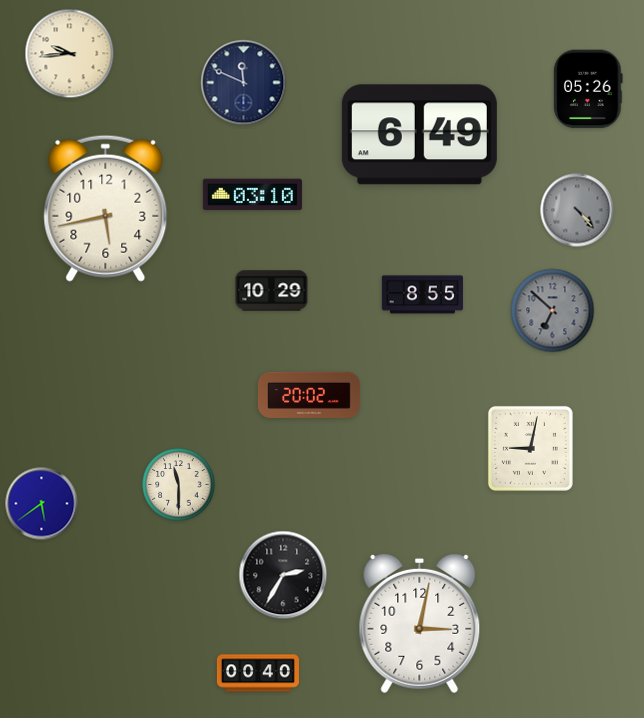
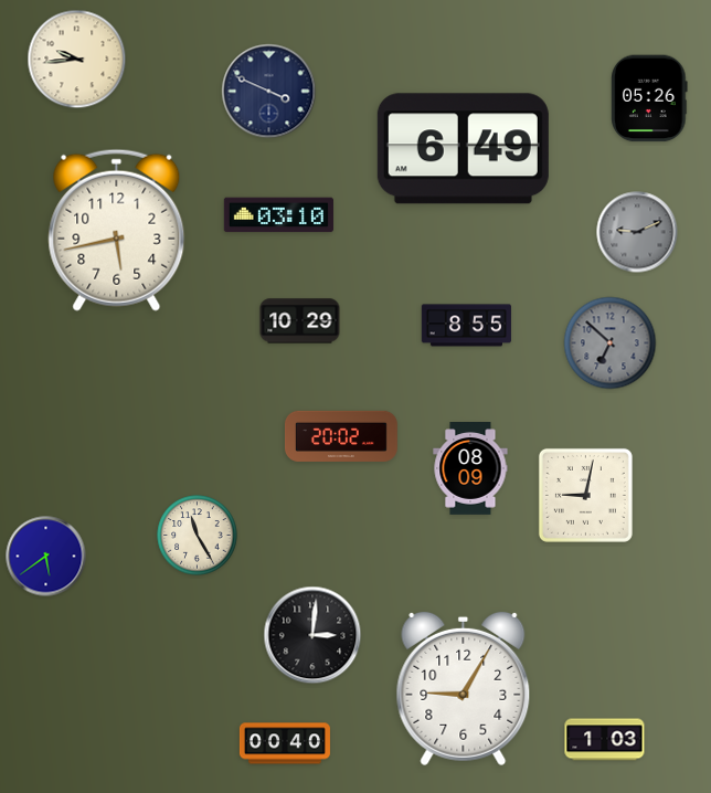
clock at (244, 83): 11:49 -> 3:49
clock at (577, 210): 4:23 -> 9:11
clock at (470, 469): none -> 08:09
clock at (179, 485): 11:30 -> 11:25
clock at (283, 575): 2:35 -> 3:01
clock at (420, 624): 3:02 -> 9:05
clock at (605, 740): none -> 1:03
